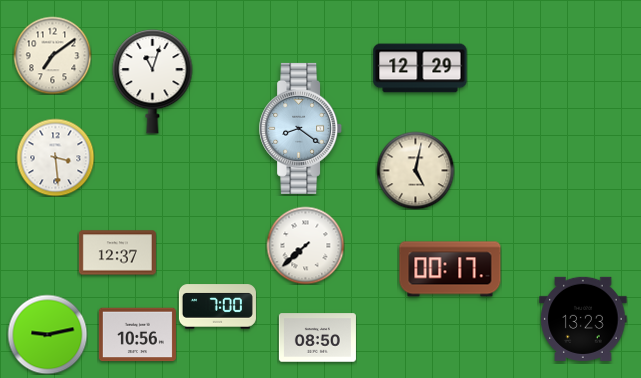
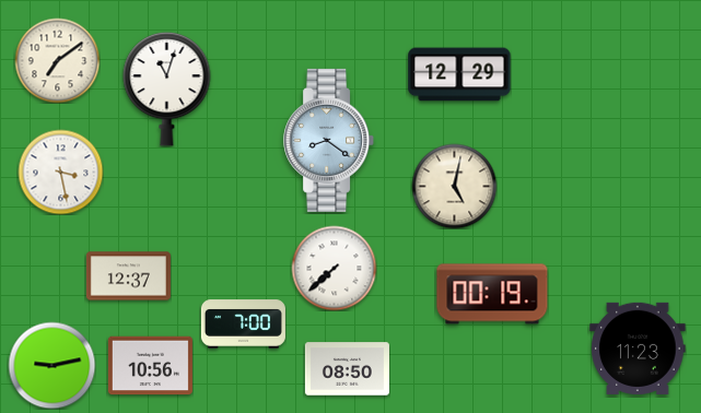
clock at (55, 157): 3:29 -> 3:28
clock at (450, 269): 00:17 -> 00:19
clock at (217, 307) position: (217, 307) -> (243, 324)
clock at (583, 319): 13:23 -> 11:23
